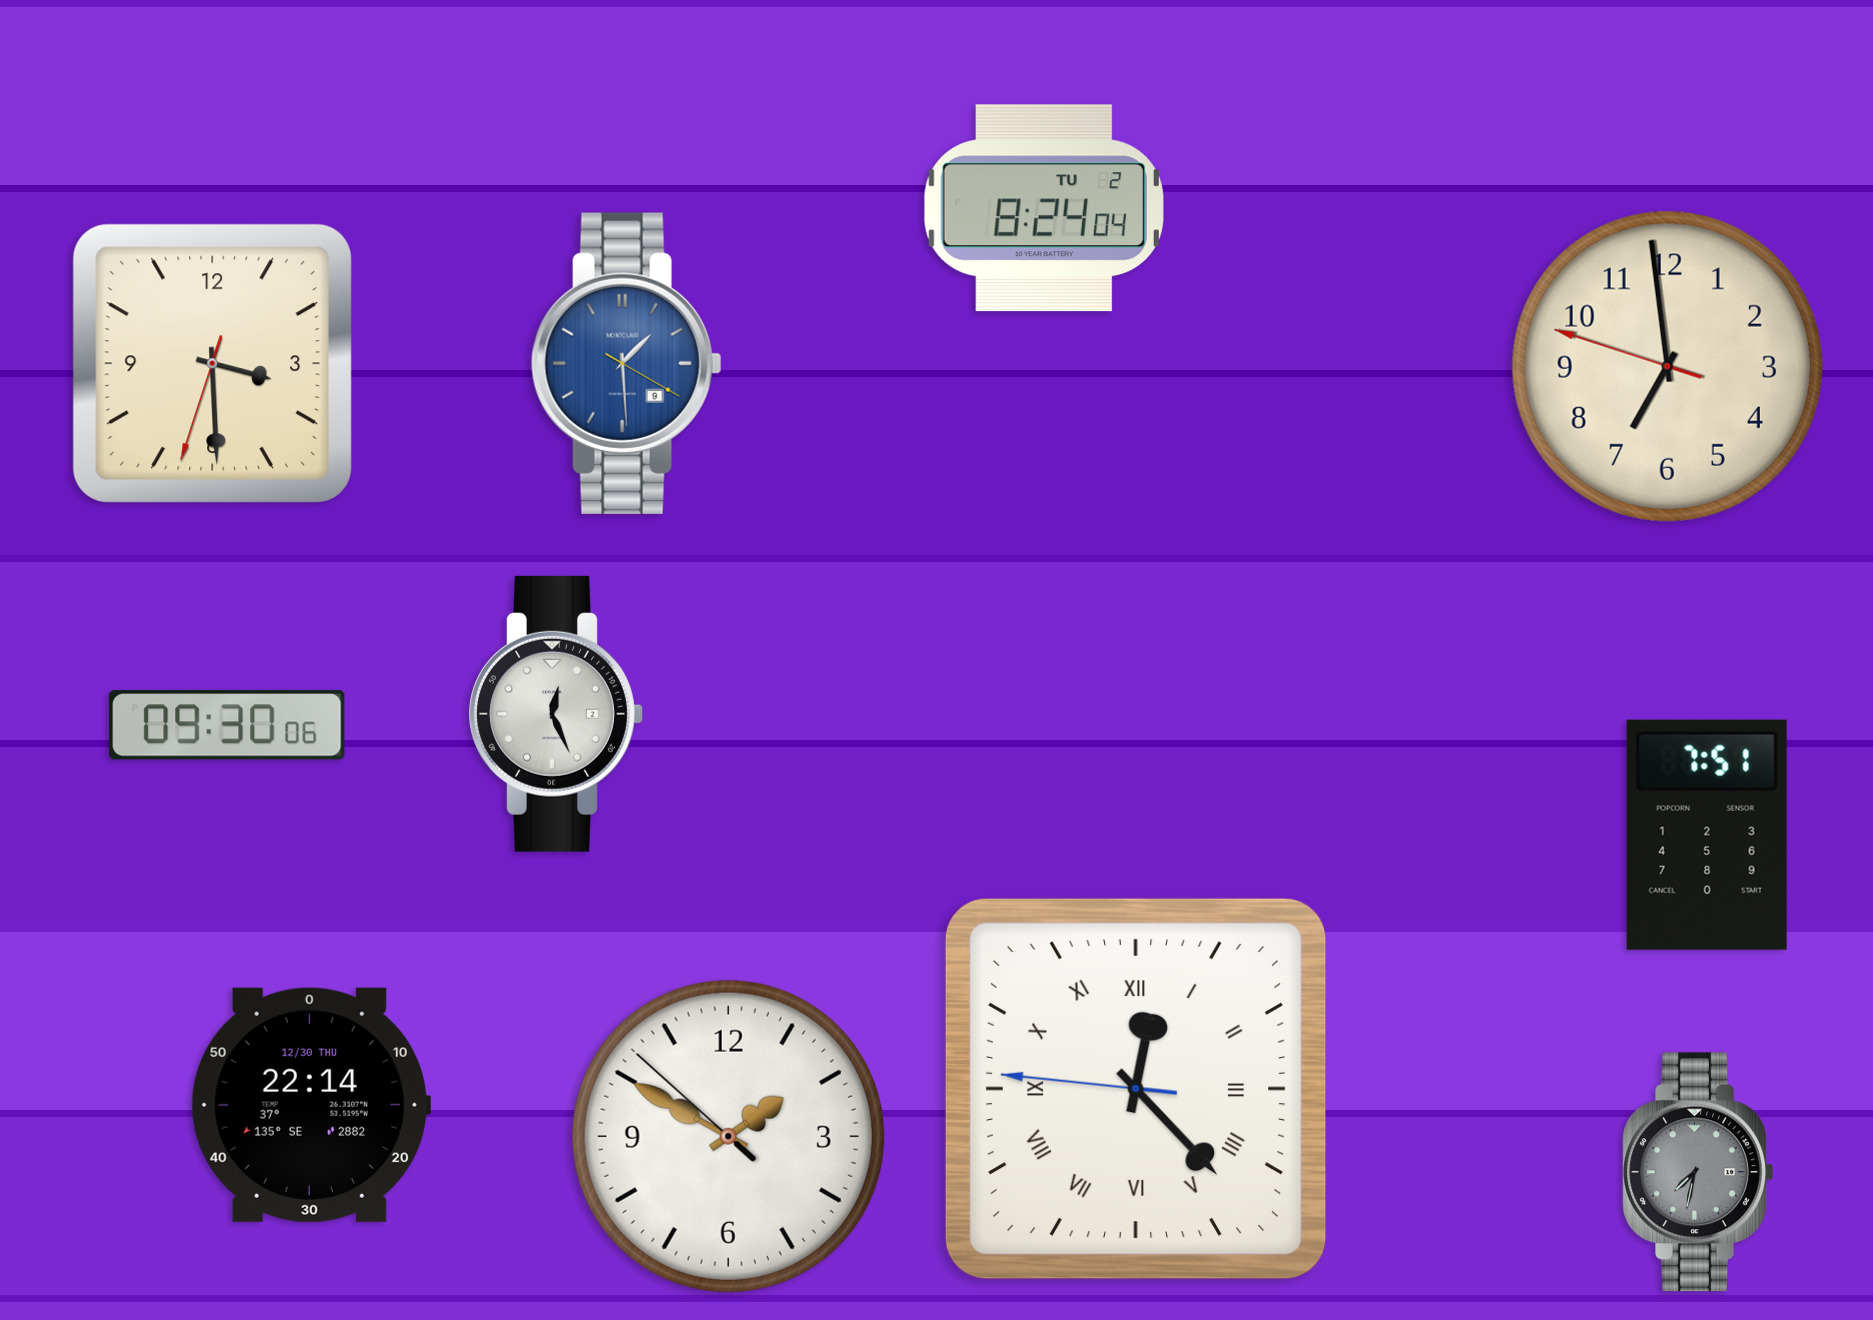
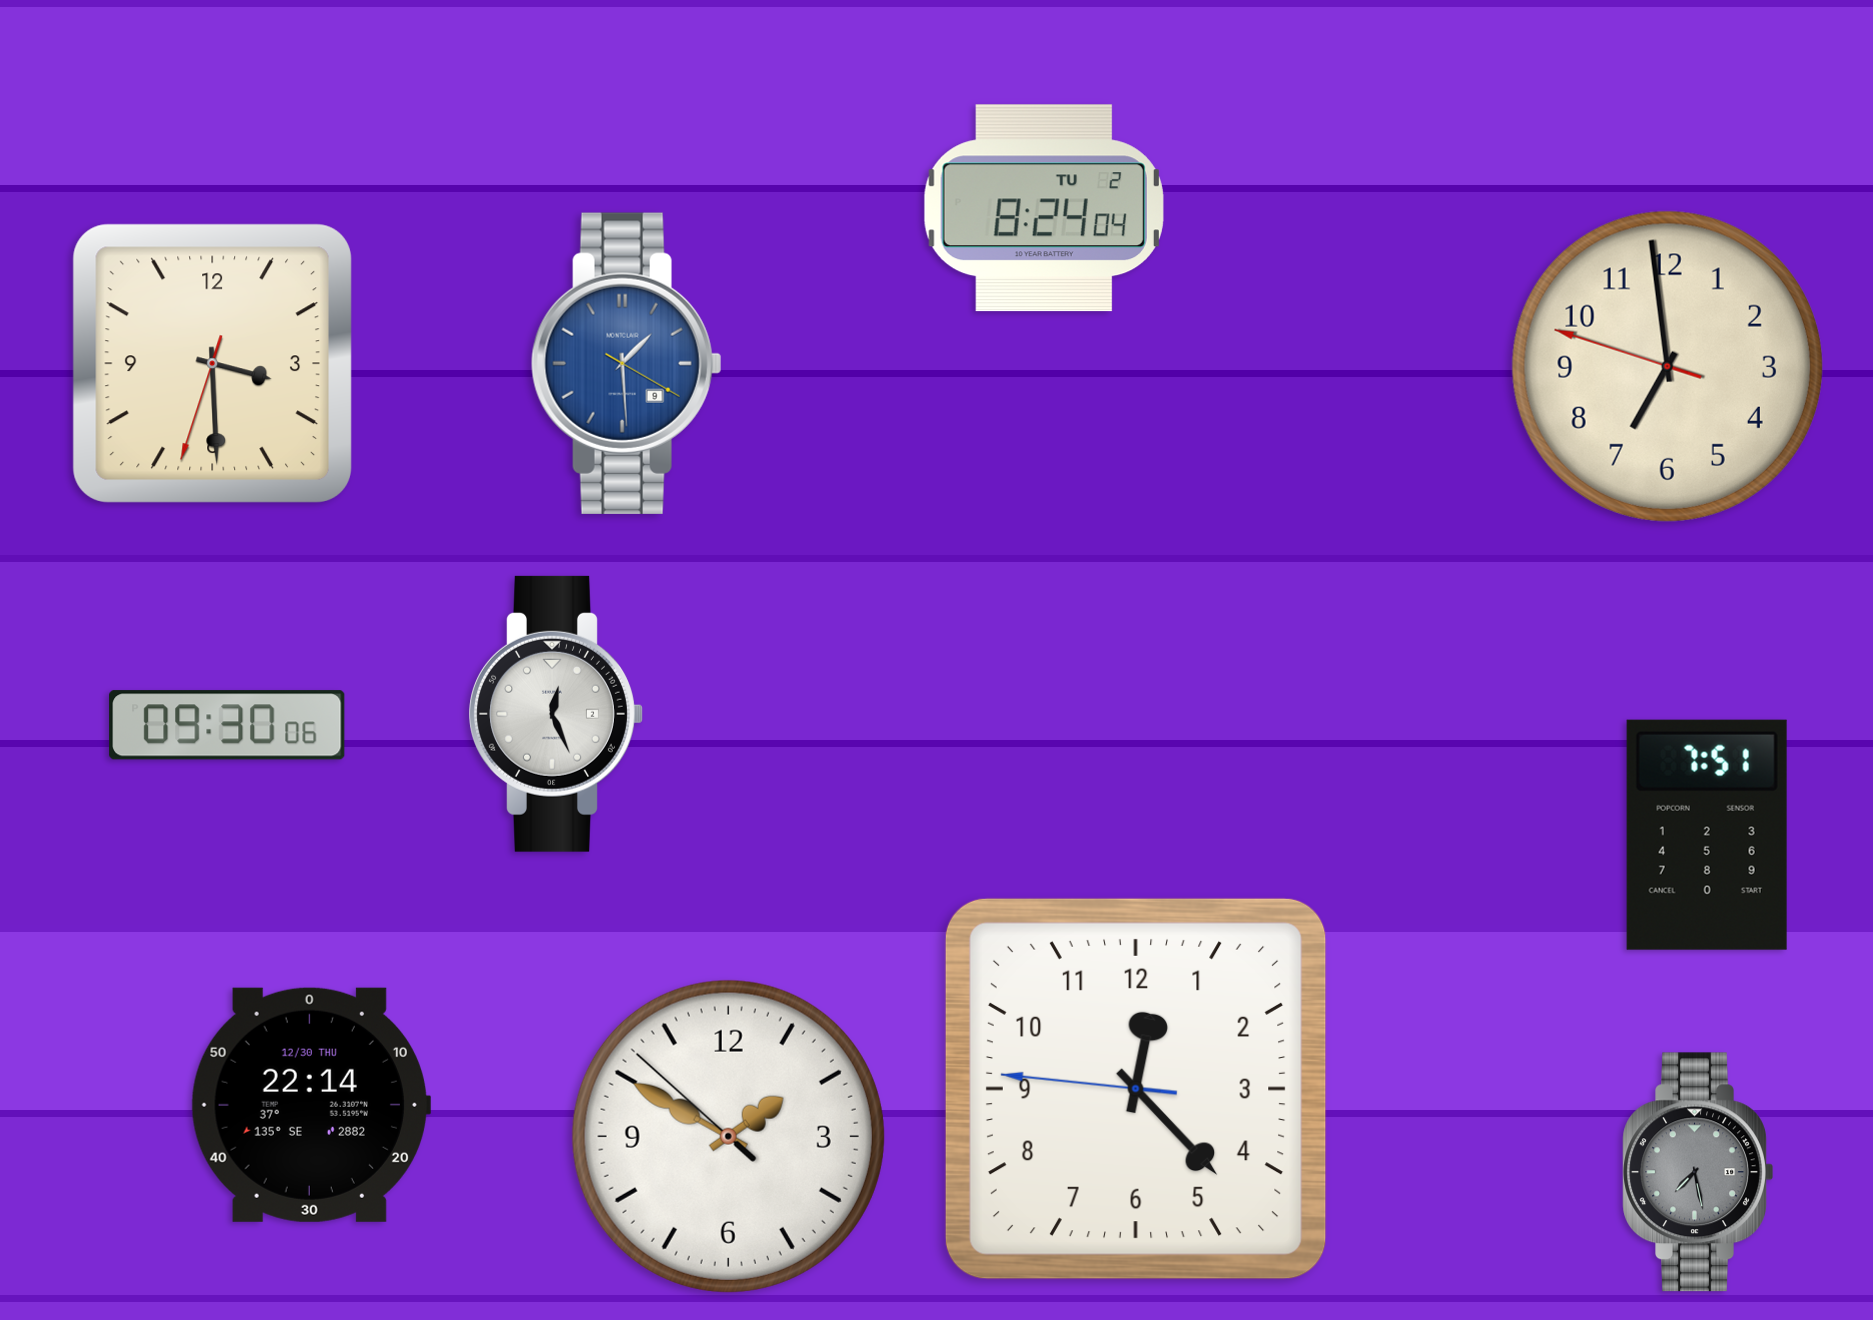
clock at (1136, 1089) numerals: Roman -> Arabic
clock at (1698, 1172): 7:32 -> 7:28
